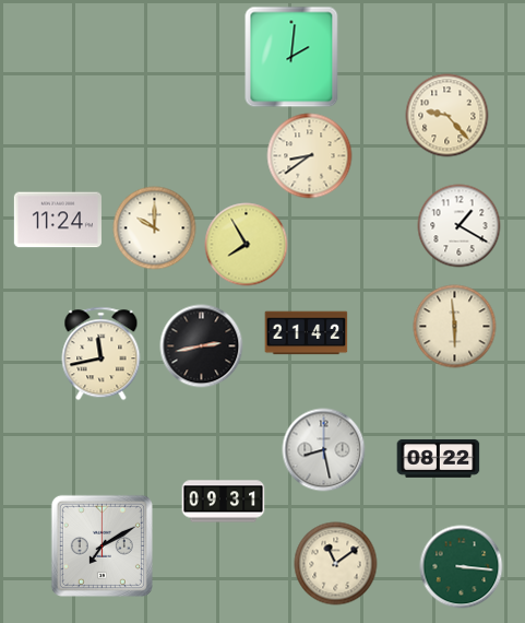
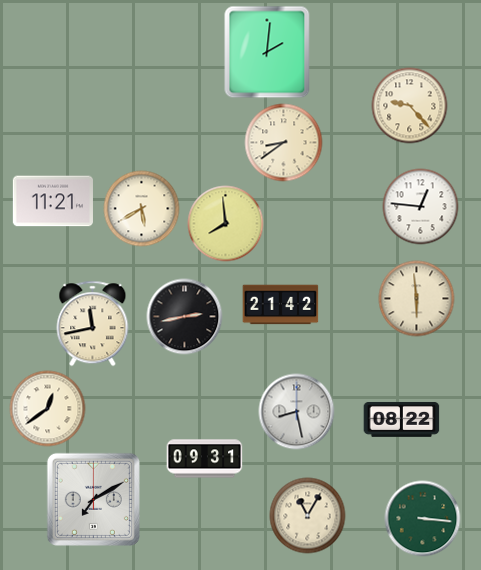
clock at (58, 220): 11:24 -> 11:21
clock at (460, 226): 1:20 -> 12:46
clock at (155, 228): 10:00 -> 5:40
clock at (247, 245): 7:55 -> 7:59
clock at (48, 409): none -> 12:39
clock at (336, 564): 11:09 -> 11:05
